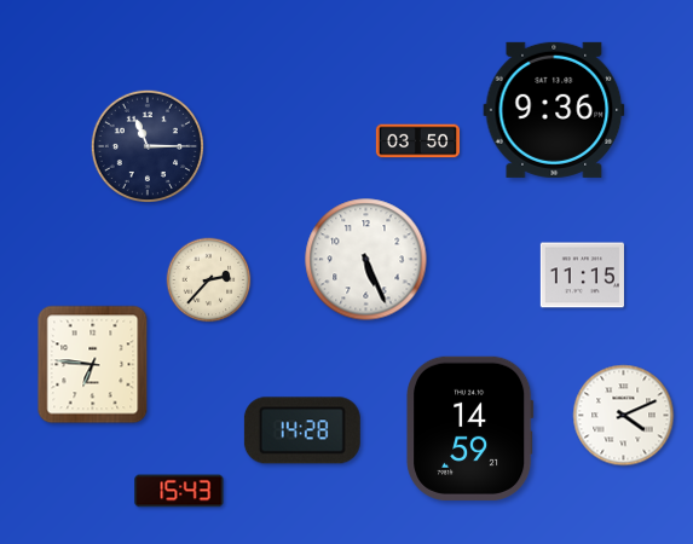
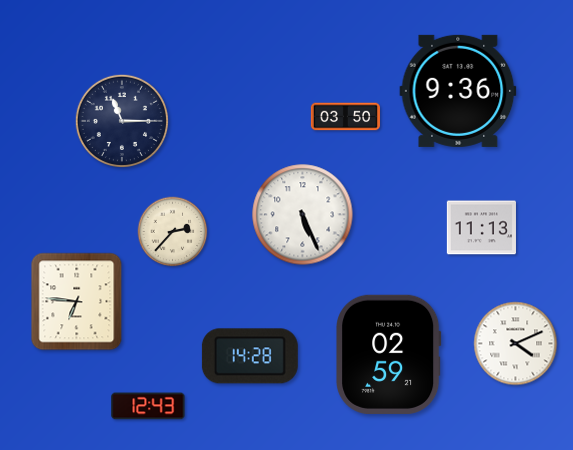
clock at (582, 276): 11:15 -> 11:13
clock at (470, 428): 14:59 -> 02:59
clock at (179, 491): 15:43 -> 12:43
